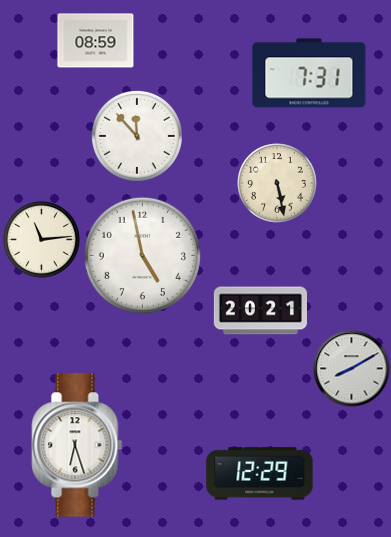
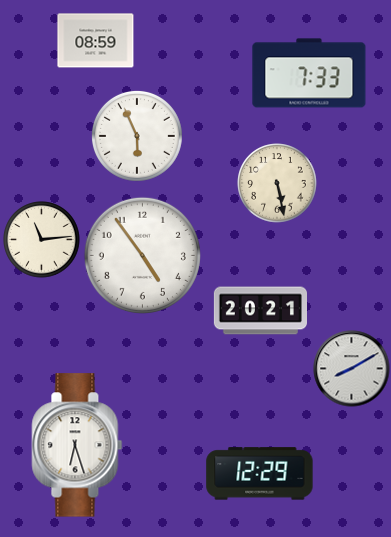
clock at (309, 73): 7:31 -> 7:33
clock at (137, 136): 11:53 -> 5:56
clock at (142, 255): 4:58 -> 4:54
